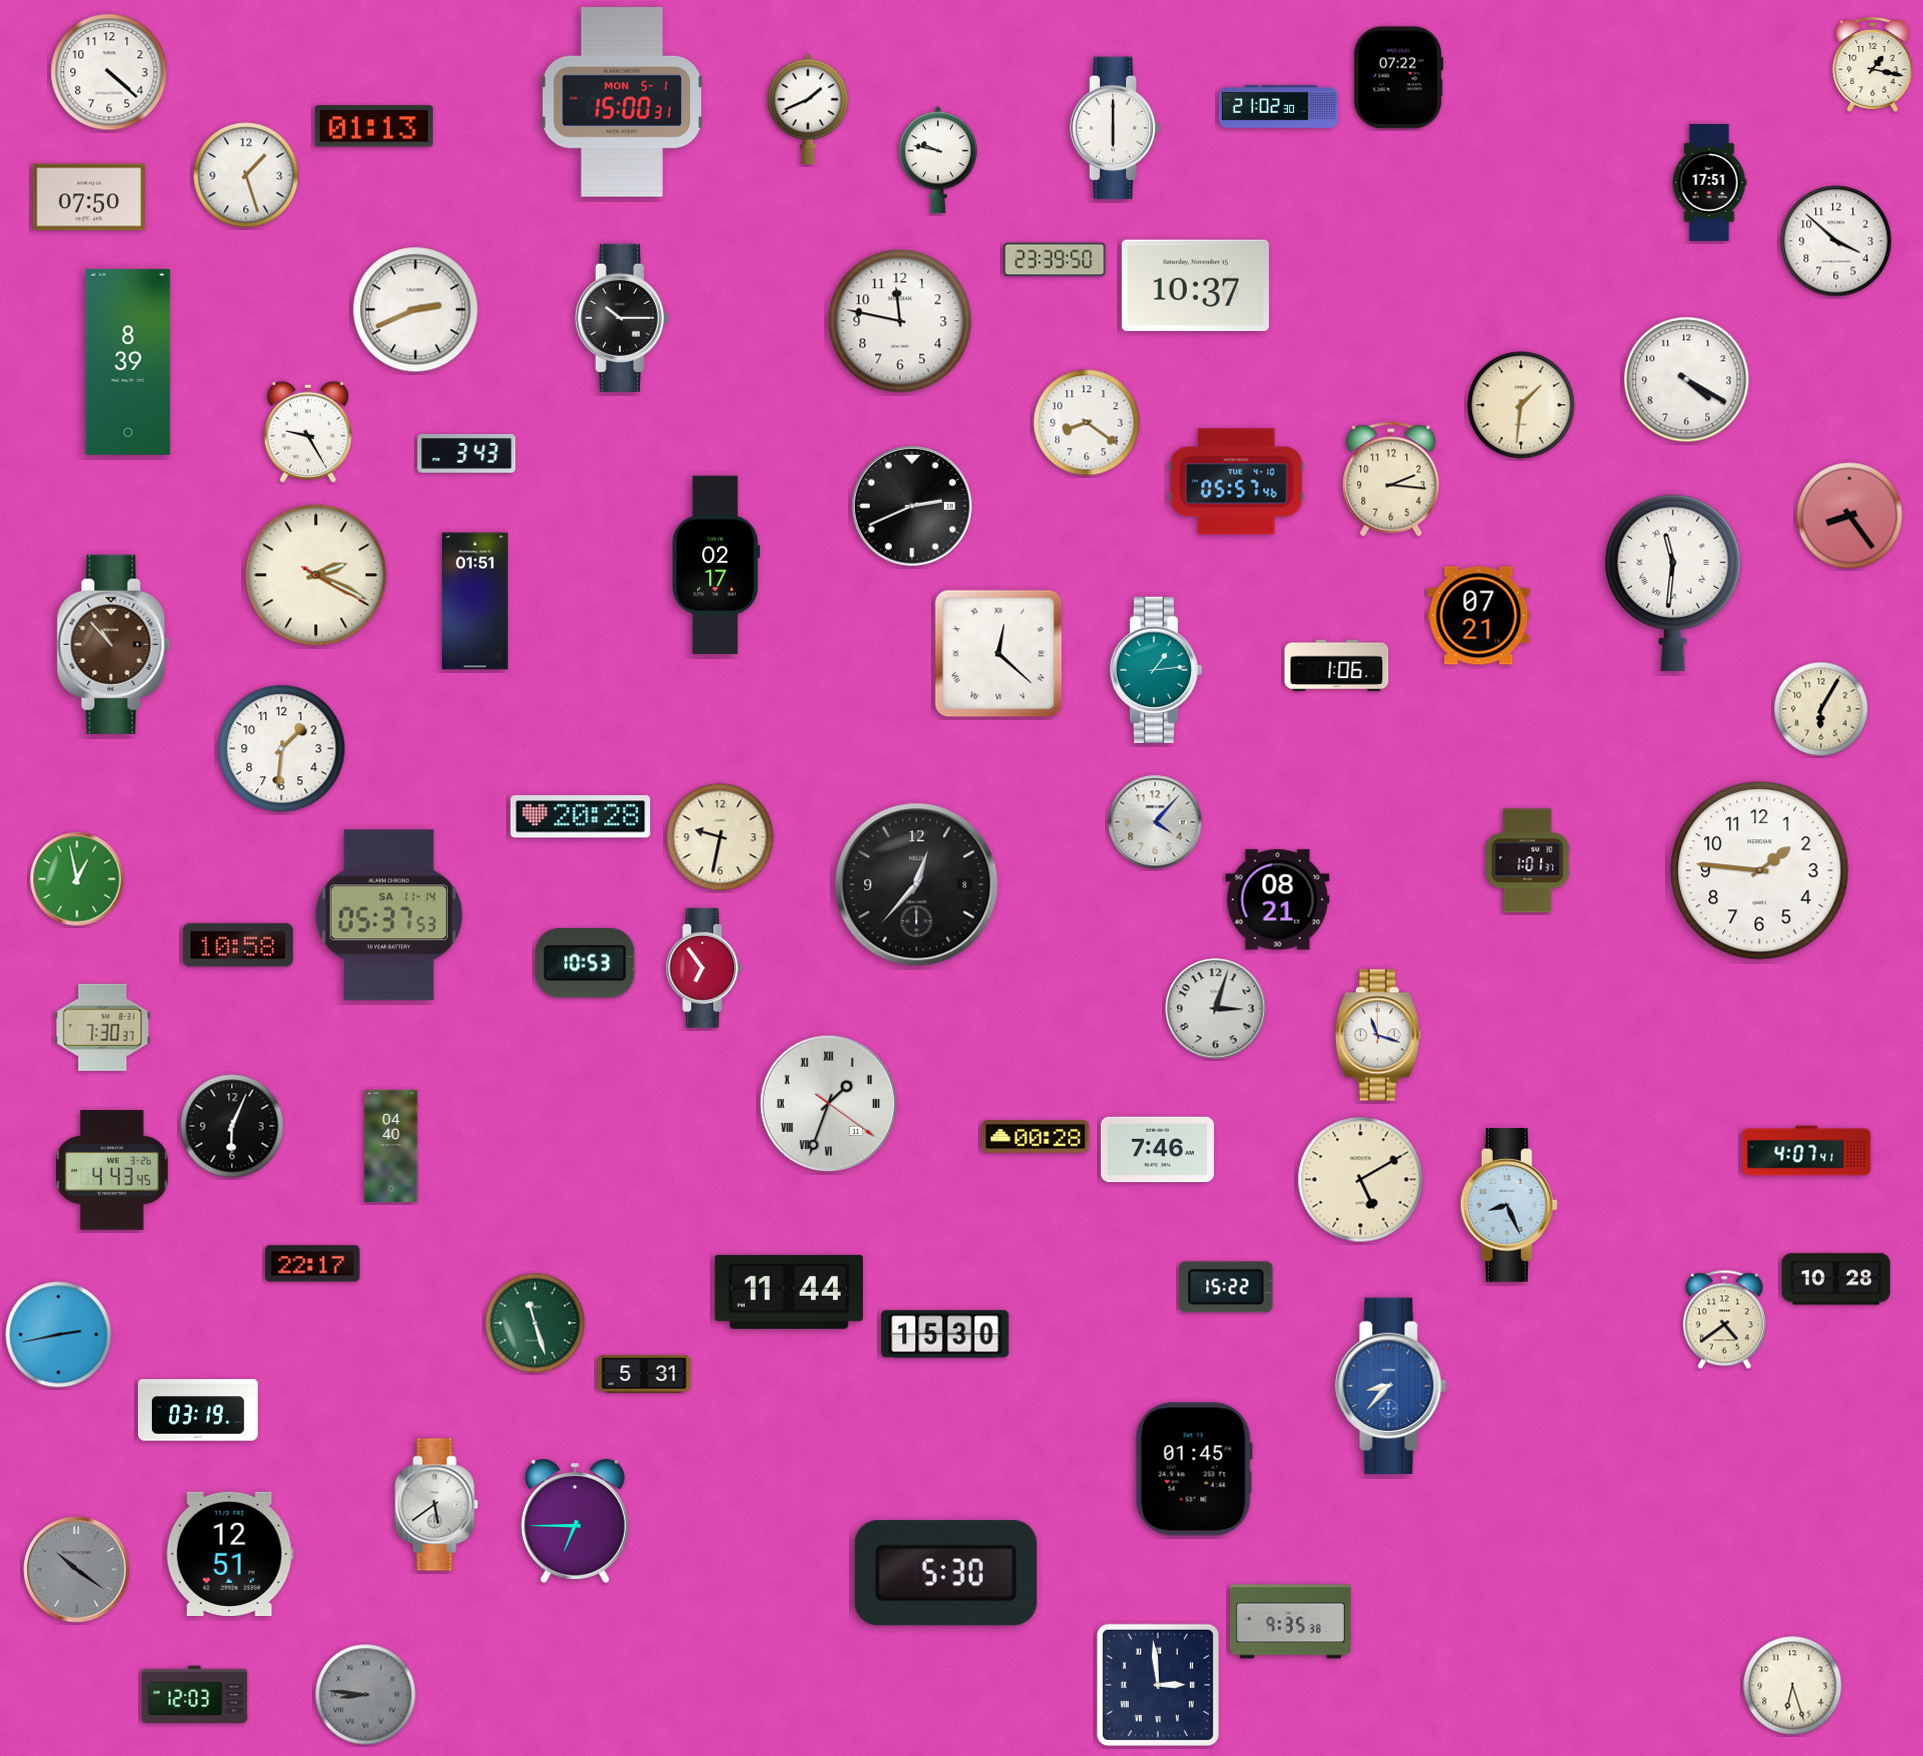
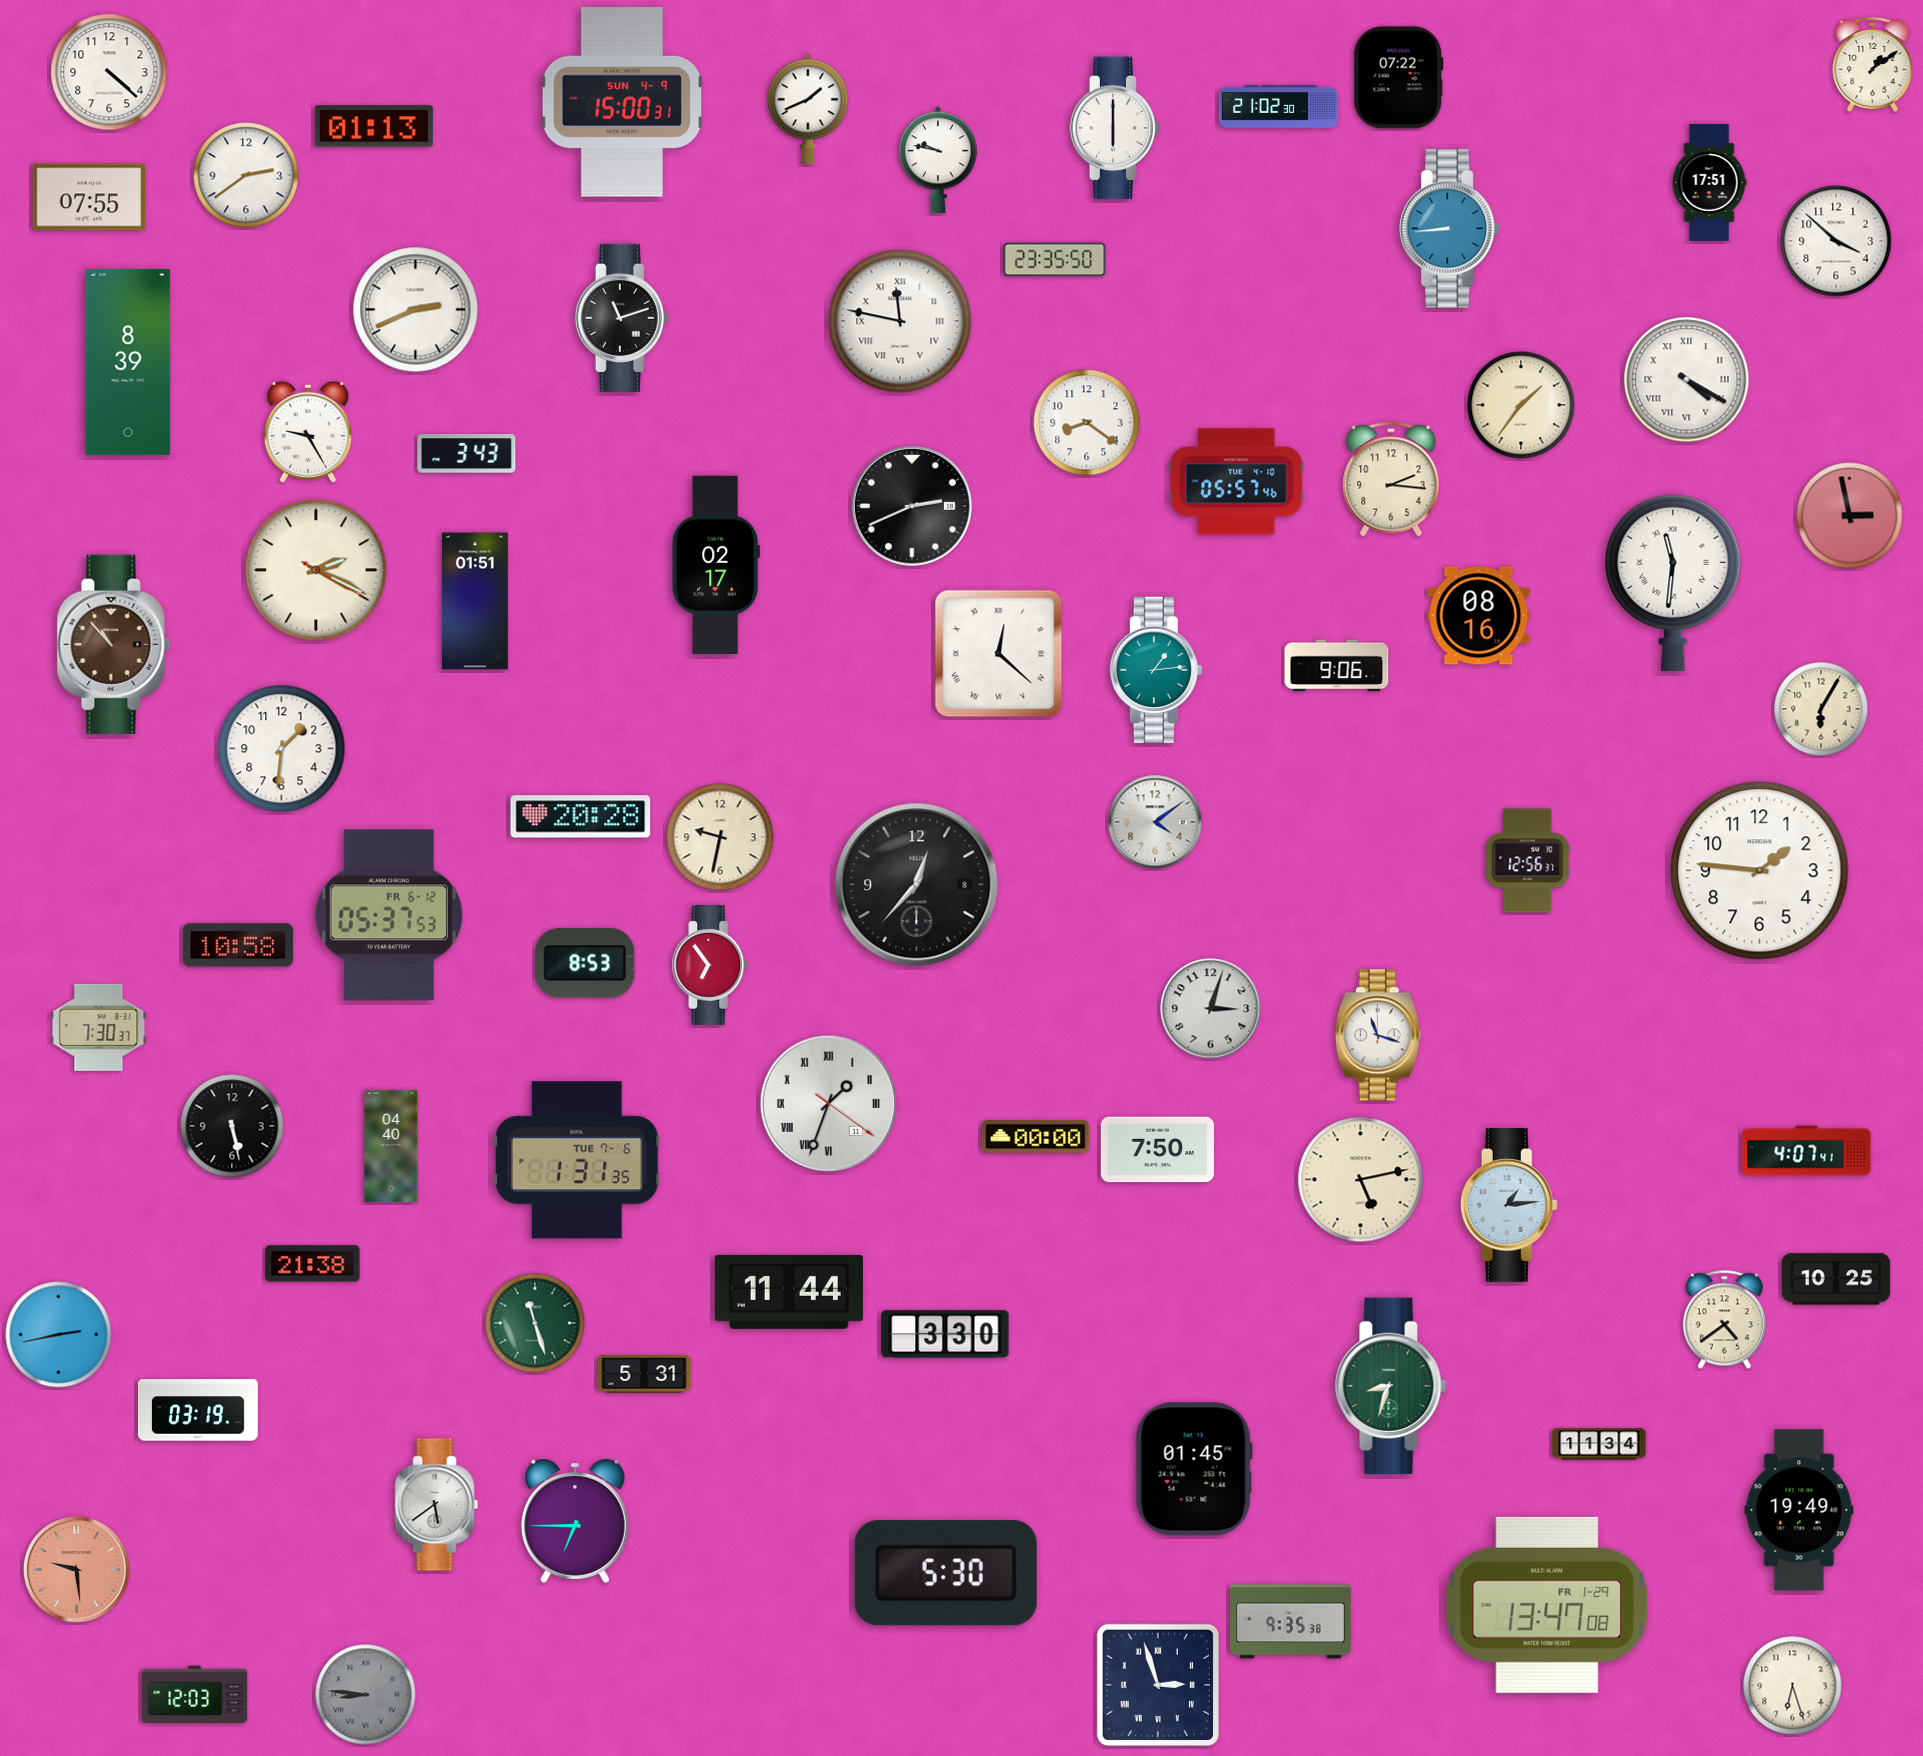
clock at (1873, 65): 1:17 -> 1:09
clock at (622, 103) date: MON 5-1 -> SUN 4-9
clock at (246, 175): 1:27 -> 2:39
clock at (88, 197): 07:50 -> 07:55
clock at (1450, 229): none -> 8:44
clock at (1055, 260): 23:39 -> 23:35
clock at (1195, 285): 10:37 -> none
clock at (622, 318): 10:15 -> 11:12
clock at (900, 321) numerals: Arabic -> Roman
clock at (1687, 380) numerals: Arabic -> Roman
clock at (1521, 405): 1:31 -> 1:36
clock at (1850, 516): 8:24 -> 2:58
clock at (316, 575) position: (316, 575) -> (316, 570)
clock at (1479, 616): 07:21 -> 08:16
clock at (1337, 666): 1:06 -> 9:06
clock at (1155, 822): 4:07 -> 4:09
clock at (1528, 861): 1:01 -> 12:56
clock at (77, 879): 12:58 -> none
clock at (1278, 900): 08:21 -> none
clock at (389, 915) date: SA 11-14 -> FR 6-12
clock at (585, 963): 10:53 -> 8:53
clock at (704, 968) position: (704, 968) -> (710, 965)
clock at (1216, 1009) position: (1216, 1009) -> (1211, 1009)
clock at (103, 1027) position: (103, 1027) -> (99, 1027)
clock at (232, 1126): 6:04 -> 5:28
clock at (1036, 1137): 00:28 -> 00:00
clock at (1157, 1150): 7:46 -> 7:50
clock at (578, 1160): none -> 1:31
clock at (112, 1170): 4:43 -> none
clock at (1361, 1180): 5:10 -> 5:13
clock at (1509, 1205): 8:26 -> 1:14
clock at (313, 1264): 22:17 -> 21:38
clock at (1836, 1279): 10:28 -> 10:25
clock at (1226, 1287): 15:22 -> none
clock at (945, 1334): 15:30 -> 3:30
clock at (1391, 1386): 8:37 -> 8:33
clock at (1391, 1386) dial: blue -> green
clock at (1599, 1444): none -> 11:34
clock at (1799, 1510): none -> 19:49
clock at (230, 1554): 12:51 -> none
clock at (77, 1570): 10:21 -> 9:29
clock at (77, 1570) dial: grey -> salmon
clock at (1547, 1605): none -> 13:47
clock at (1158, 1685): 2:59 -> 2:57
